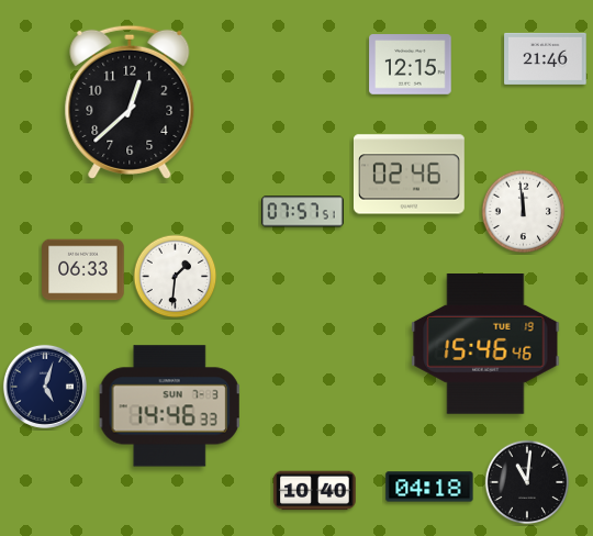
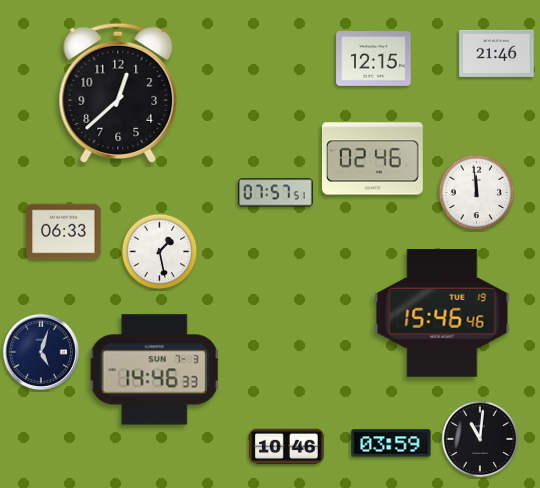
clock at (83, 270) position: (83, 270) -> (64, 232)
clock at (176, 277): 1:31 -> 1:28
clock at (429, 487): 04:18 -> 03:59
clock at (315, 491): 10:40 -> 10:46
